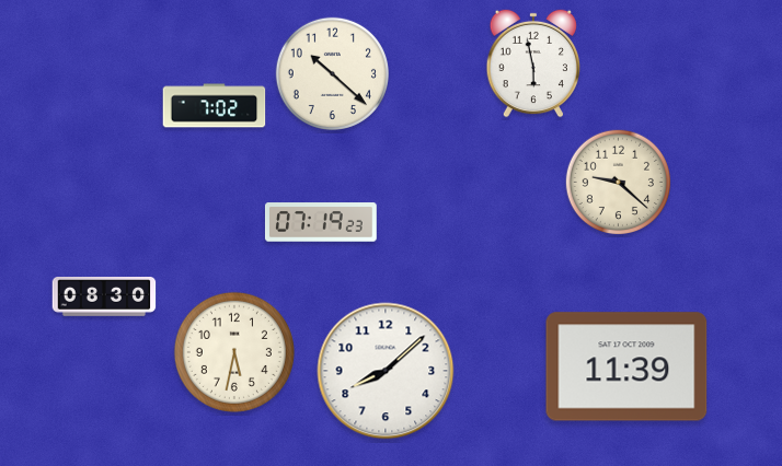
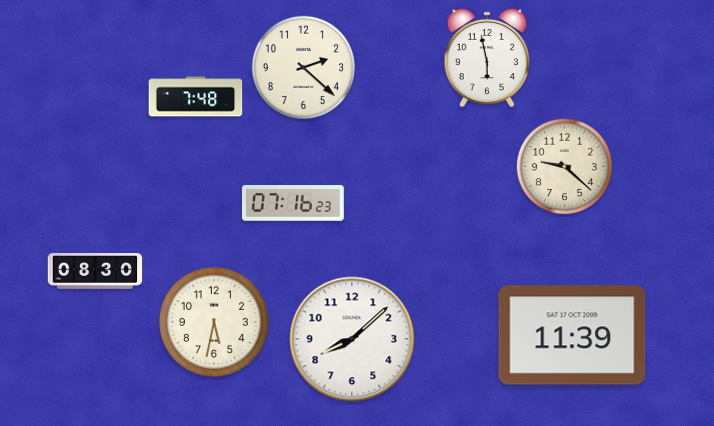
clock at (332, 73): 10:22 -> 2:22
clock at (215, 106): 7:02 -> 7:48
clock at (321, 222): 07:19 -> 07:16
